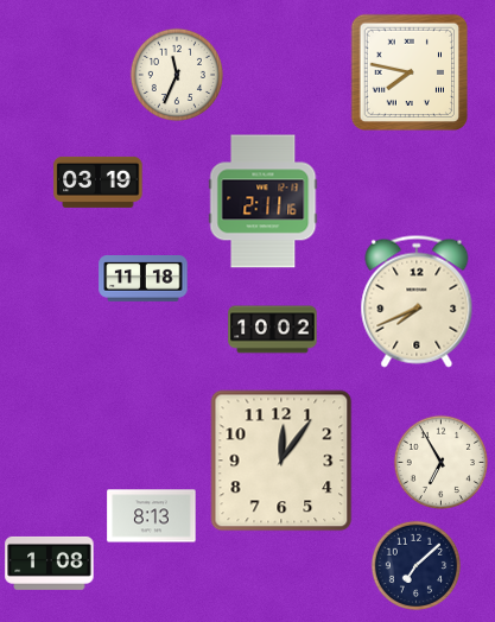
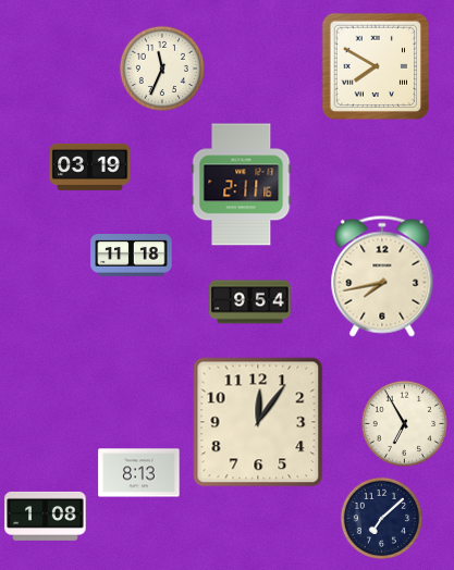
clock at (410, 72): 7:47 -> 7:50
clock at (417, 302): 7:41 -> 7:43
clock at (273, 330): 10:02 -> 9:54
